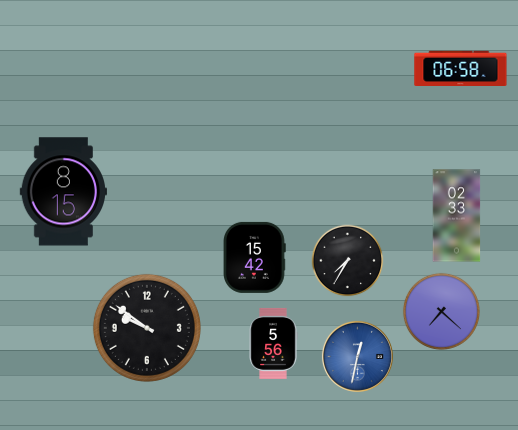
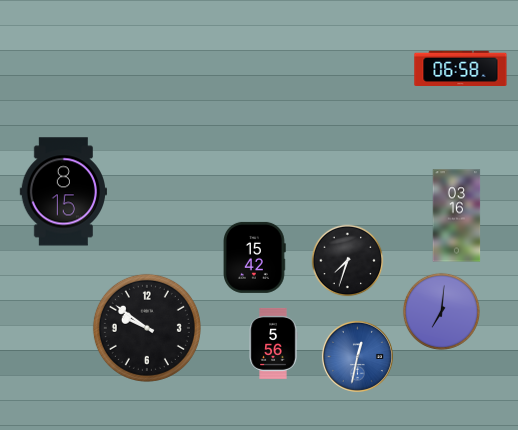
clock at (457, 216): 02:33 -> 03:16
clock at (348, 261): 7:35 -> 7:33
clock at (441, 311): 7:22 -> 7:01
